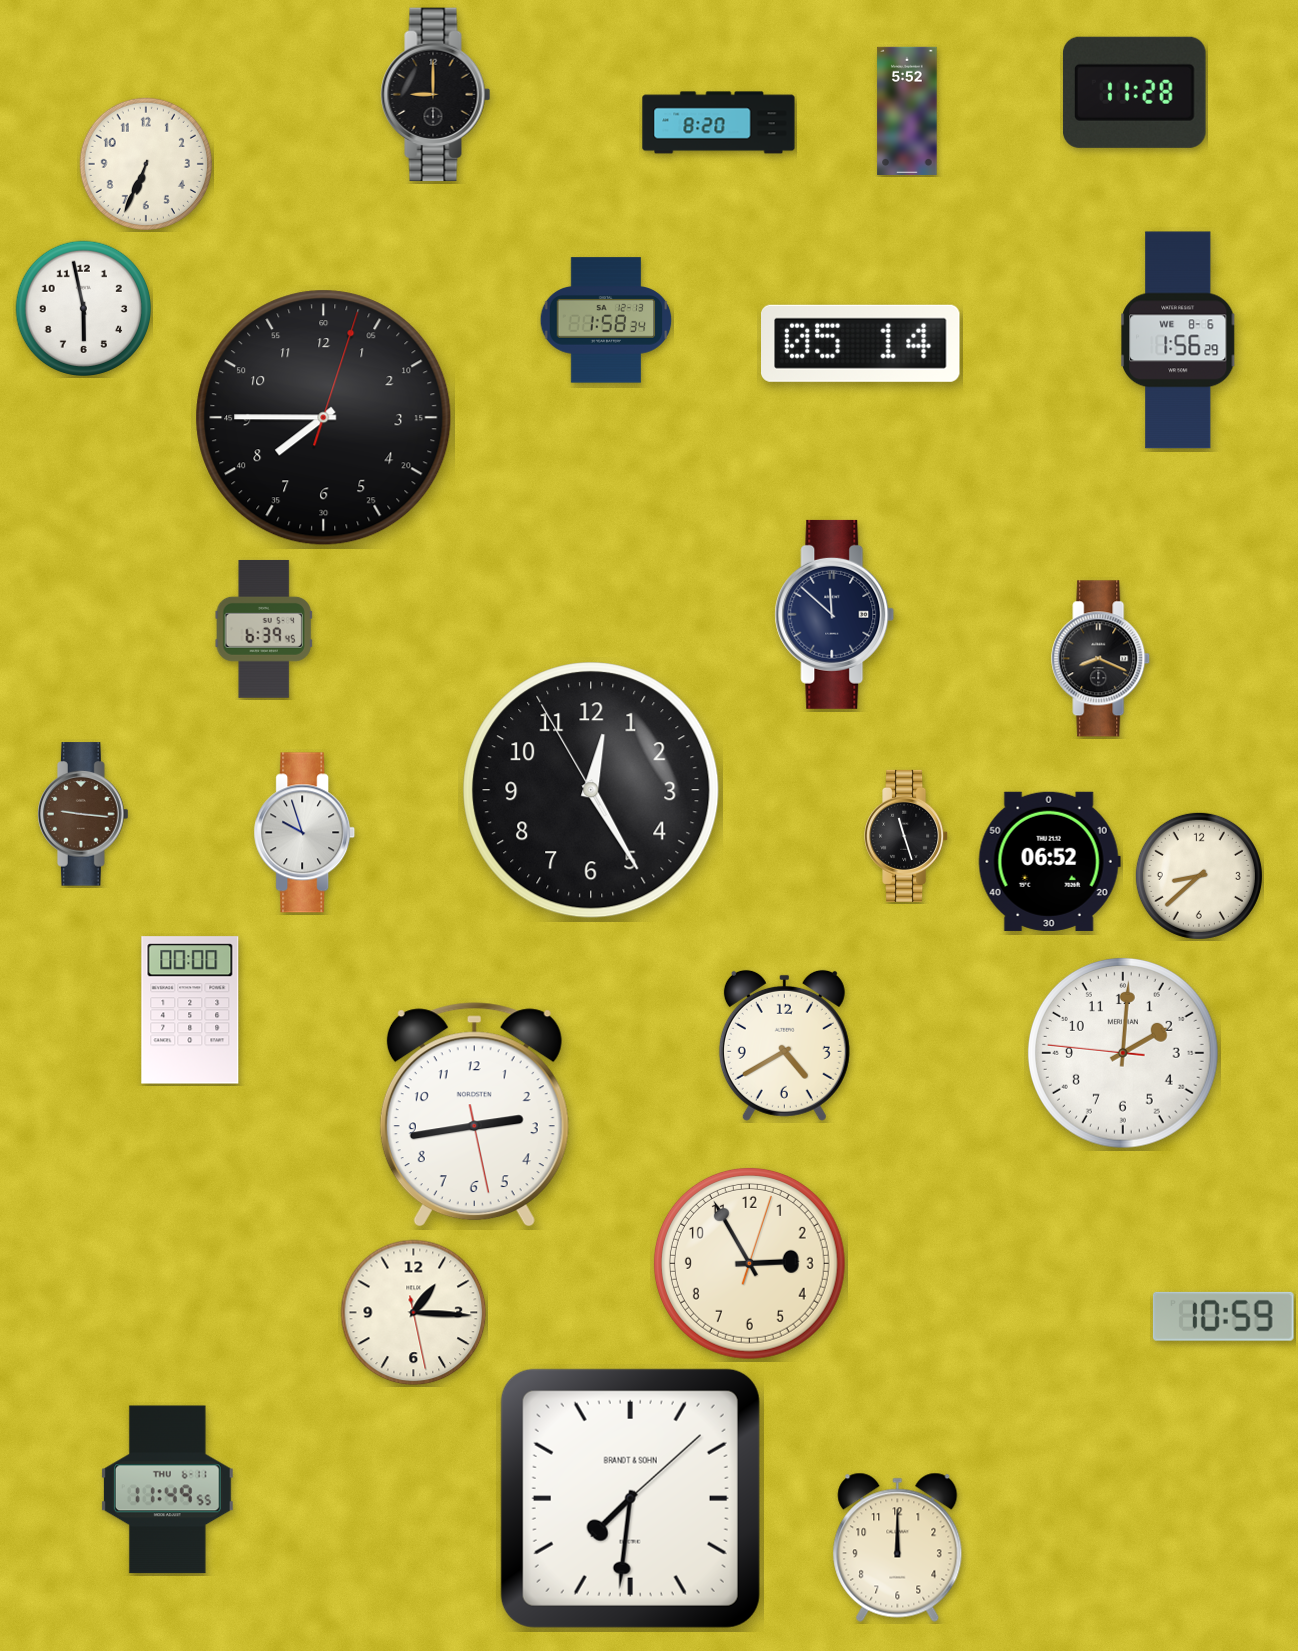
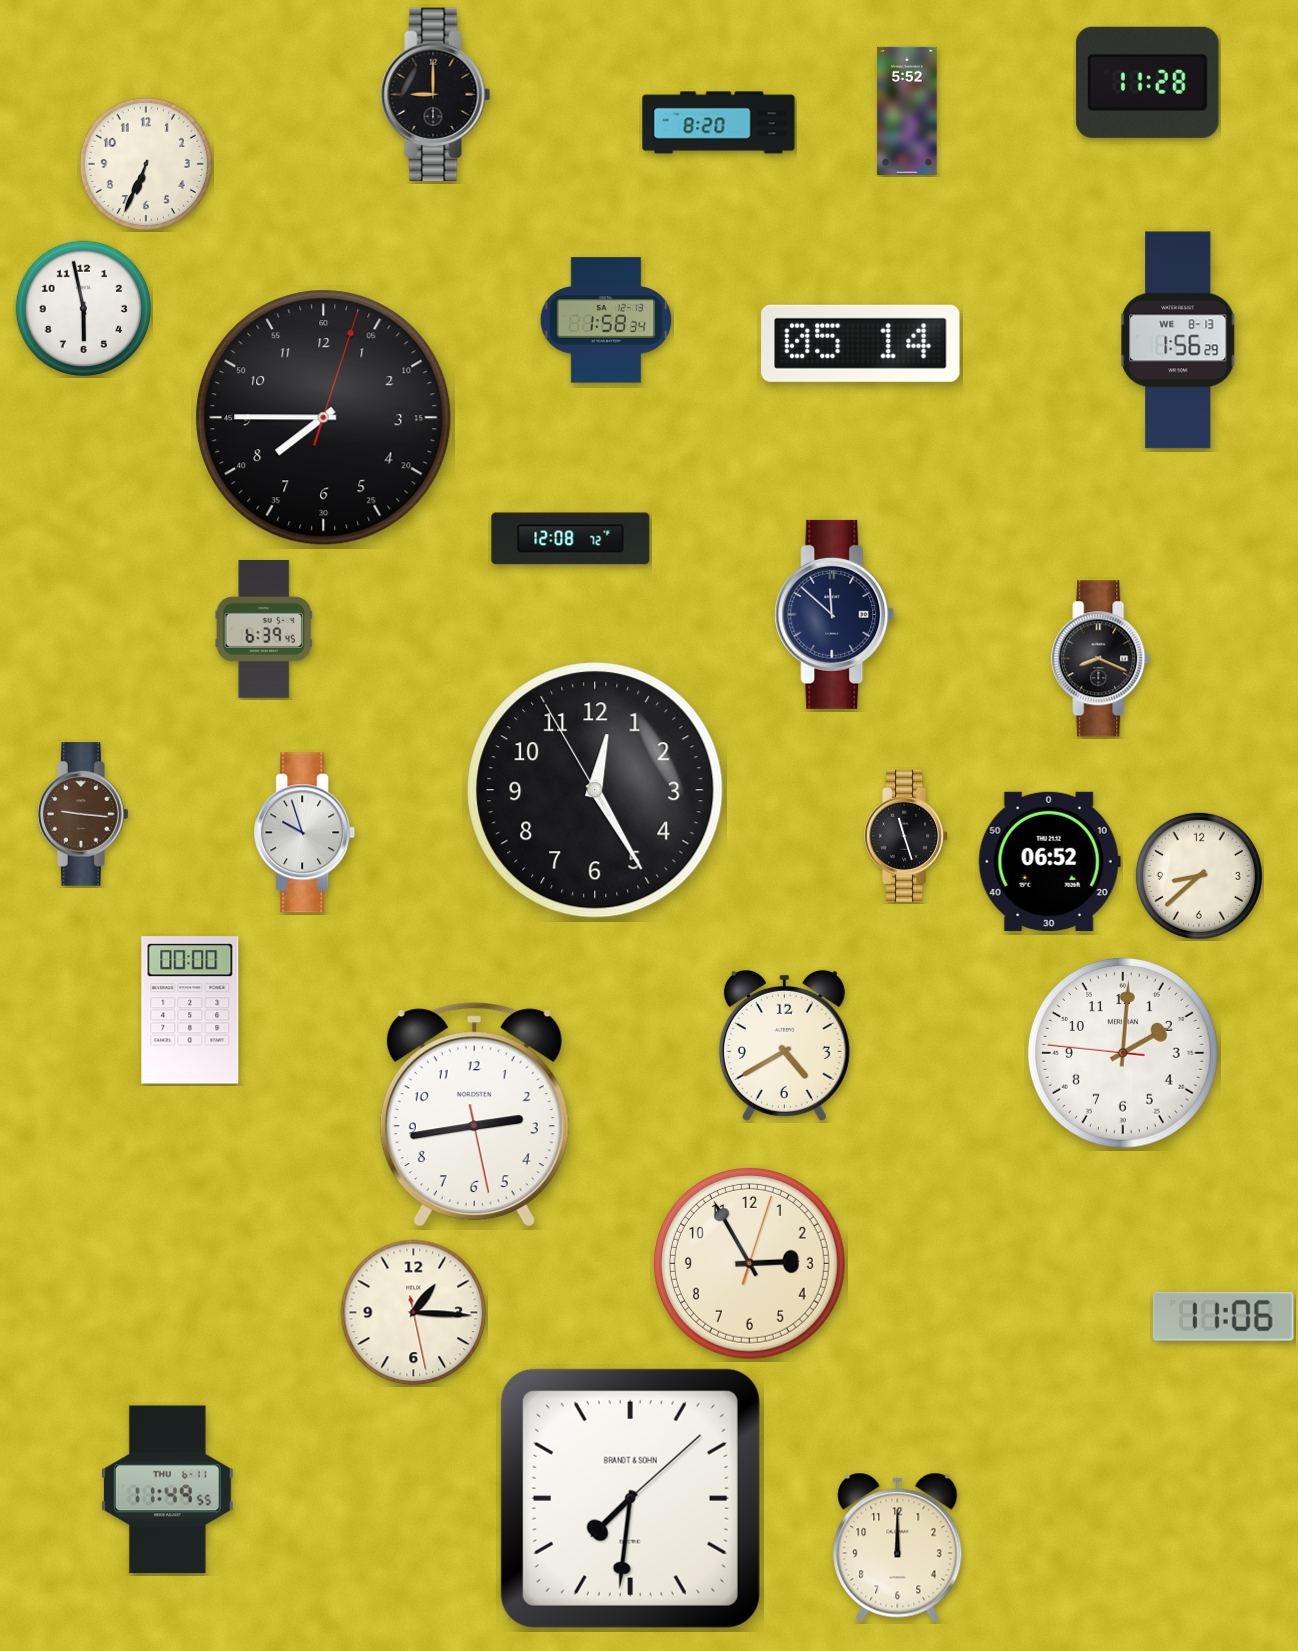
clock at (1134, 92) position: (1134, 92) -> (1147, 82)
clock at (1178, 340) date: WE 8-6 -> WE 8-13
clock at (571, 539): none -> 12:08
clock at (591, 790) position: (591, 790) -> (595, 790)
clock at (1223, 1316): 10:59 -> 11:06
